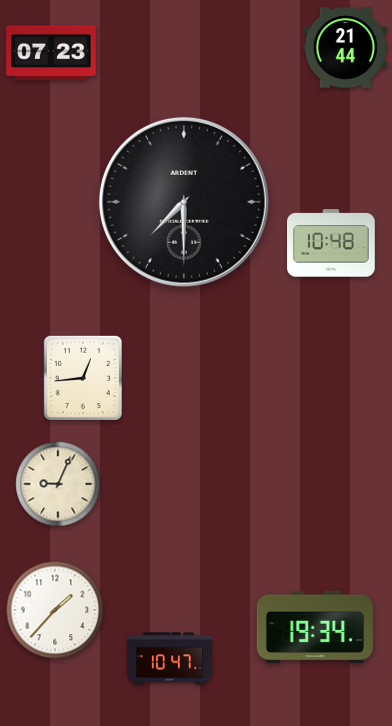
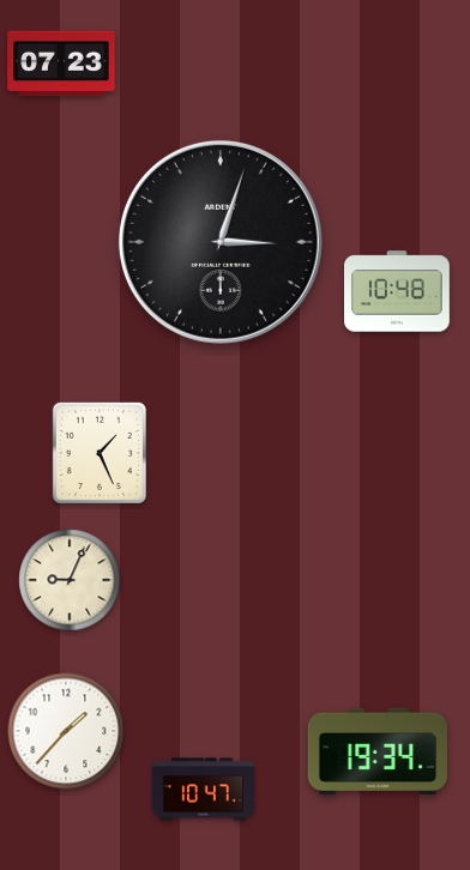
clock at (346, 48): 21:44 -> none
clock at (184, 202): 7:30 -> 3:03
clock at (83, 378): 12:44 -> 1:26
